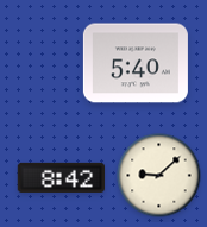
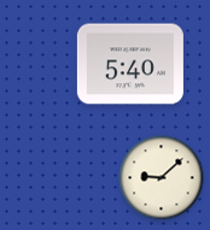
clock at (136, 63) position: (136, 63) -> (130, 64)
clock at (62, 177): 8:42 -> none
